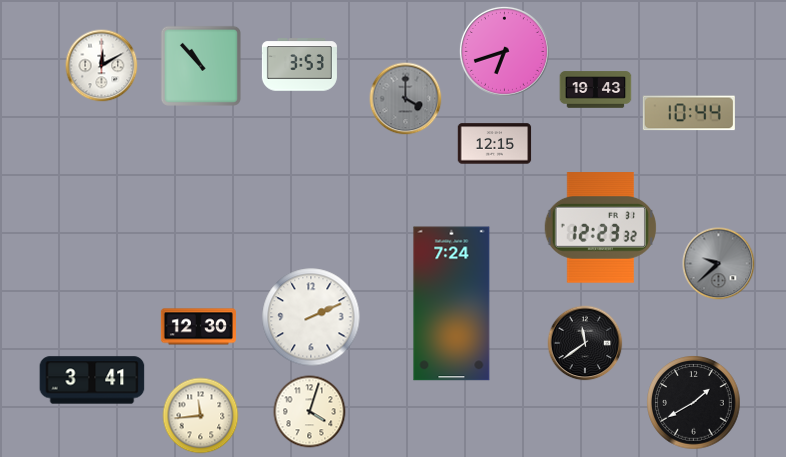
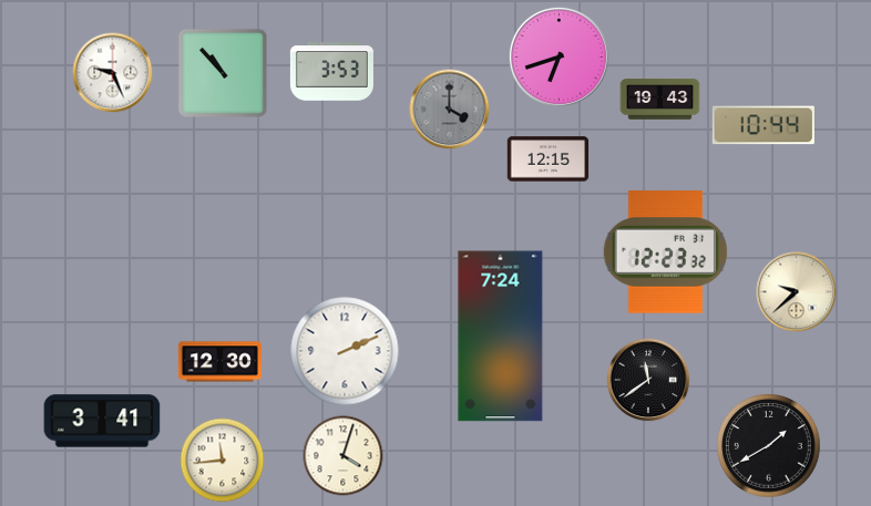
clock at (102, 66): 12:10 -> 9:26
clock at (719, 264) dial: grey -> cream
